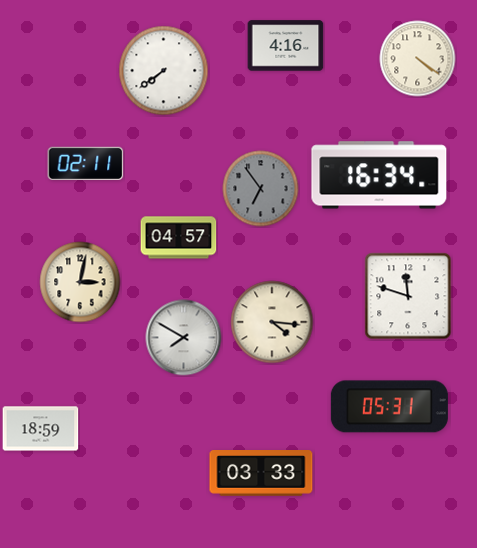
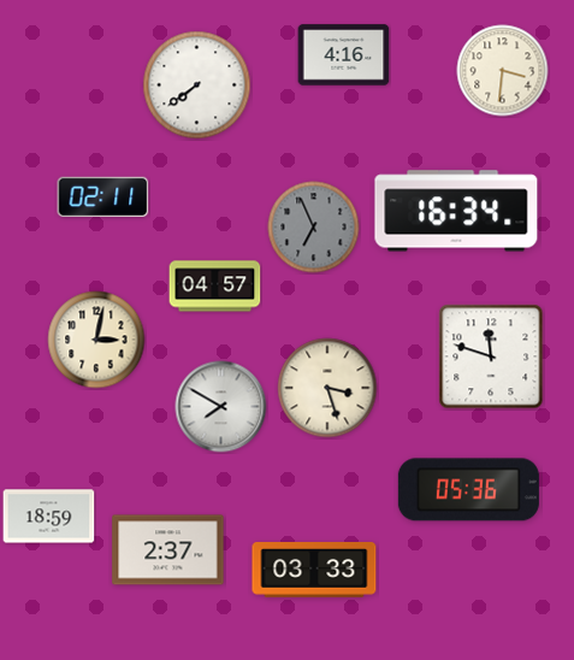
clock at (418, 59): 4:21 -> 3:31
clock at (261, 189): 6:54 -> 6:56
clock at (272, 322): 4:16 -> 3:27
clock at (389, 407): 05:31 -> 05:36
clock at (168, 550): none -> 2:37
